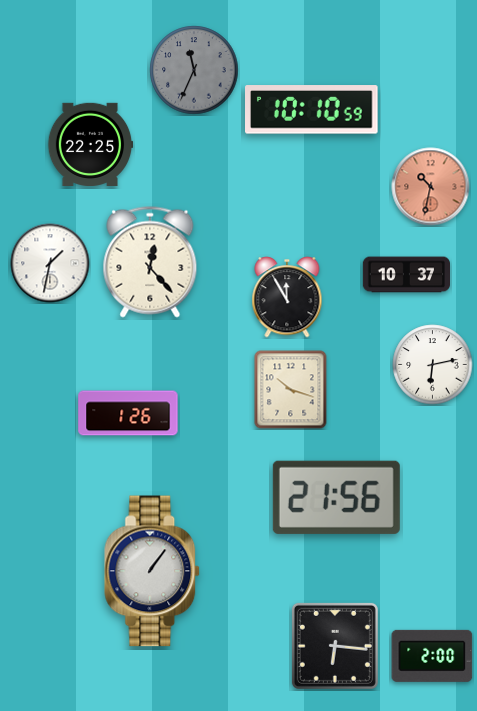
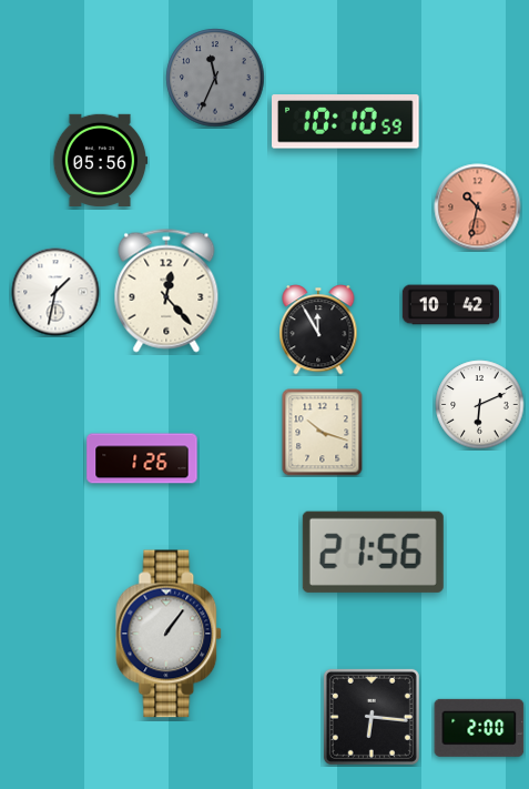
clock at (90, 144): 22:25 -> 05:56
clock at (406, 275): 10:37 -> 10:42
clock at (433, 365): 6:13 -> 6:11
